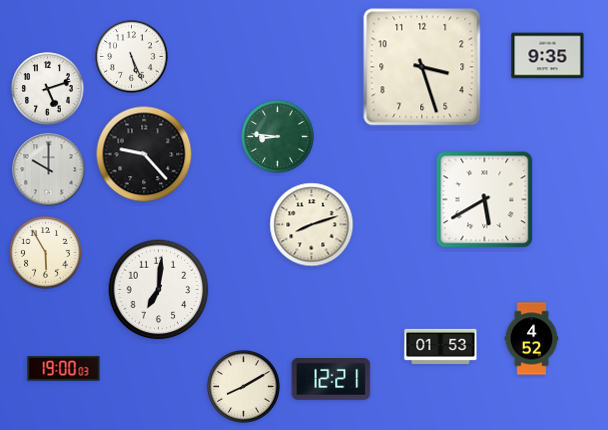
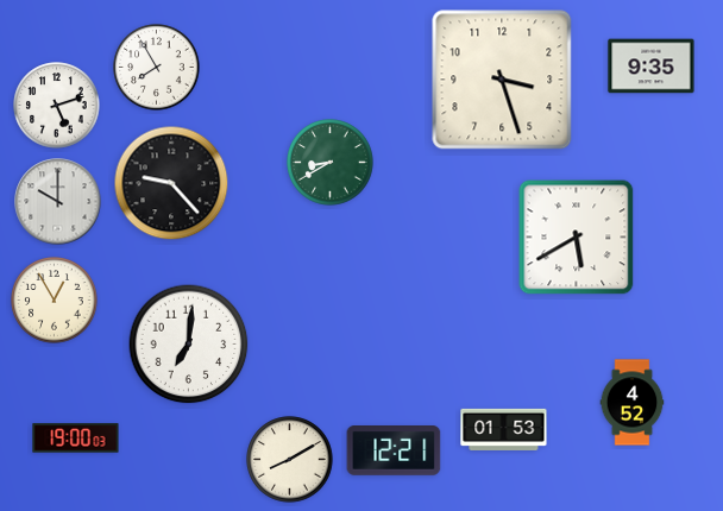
clock at (132, 57): 5:26 -> 7:55
clock at (278, 137): 8:46 -> 8:40
clock at (312, 225): 8:12 -> none
clock at (46, 253): 5:55 -> 12:55
clock at (441, 346) position: (441, 346) -> (504, 429)
